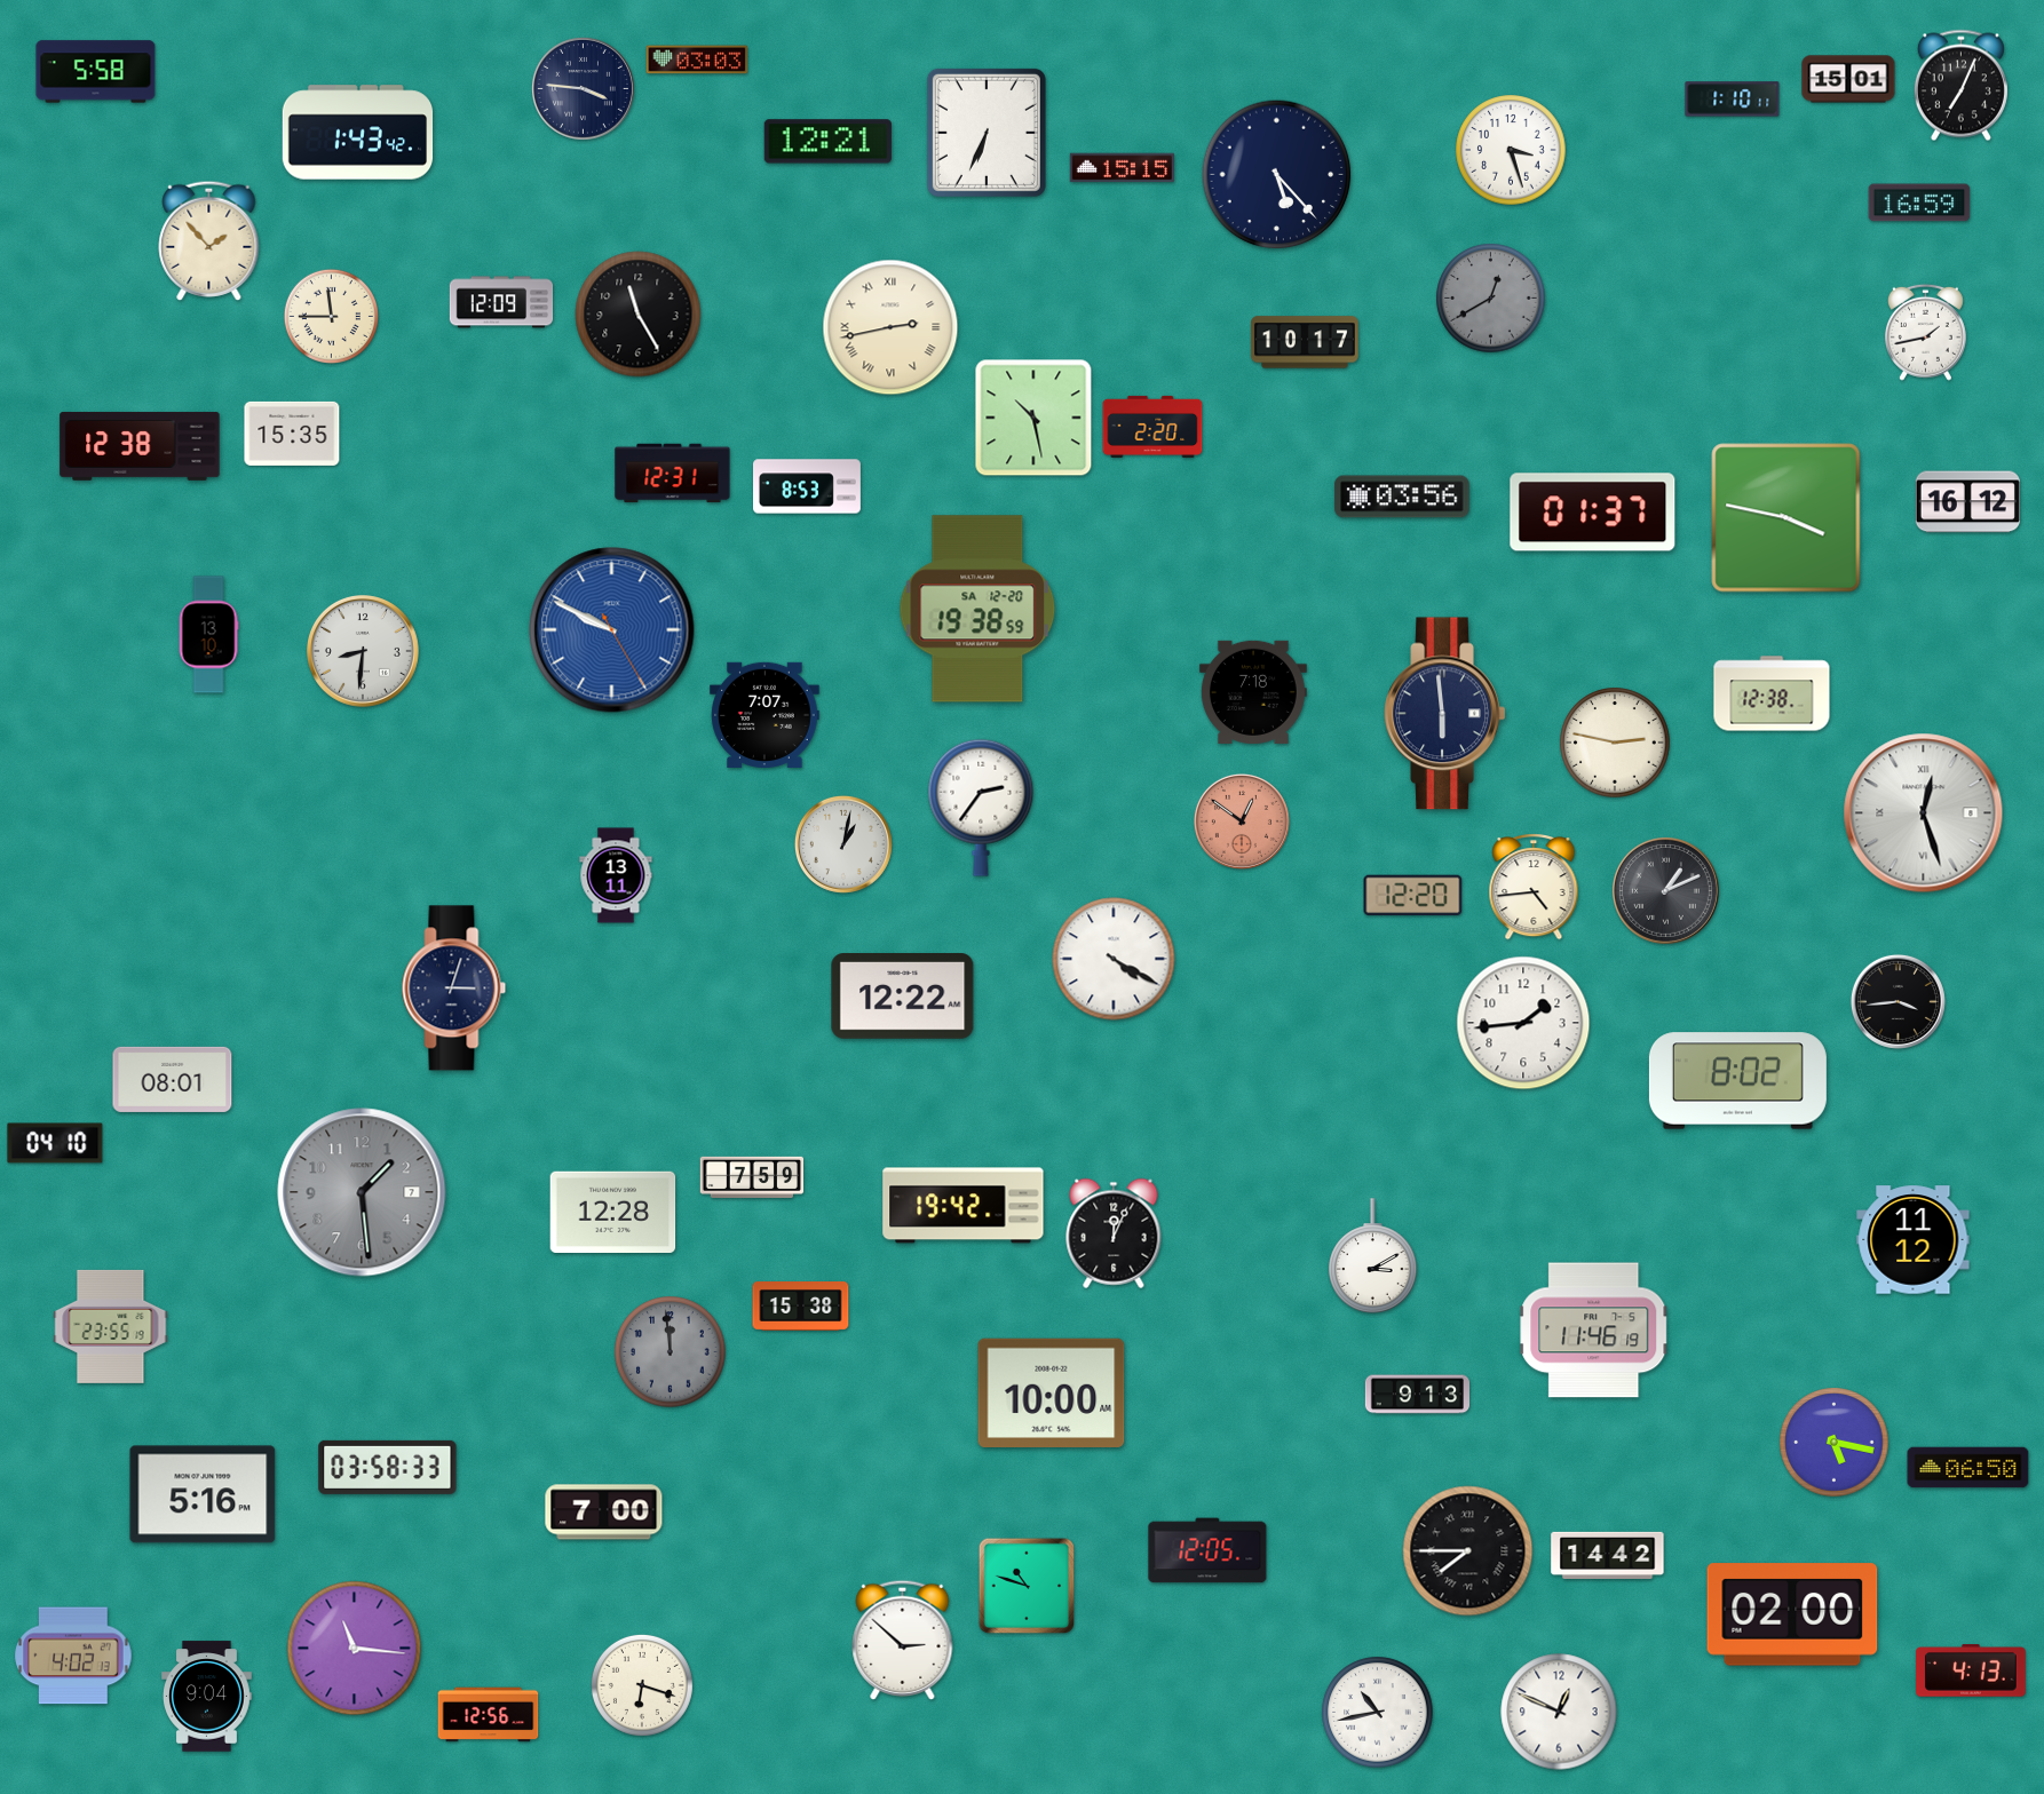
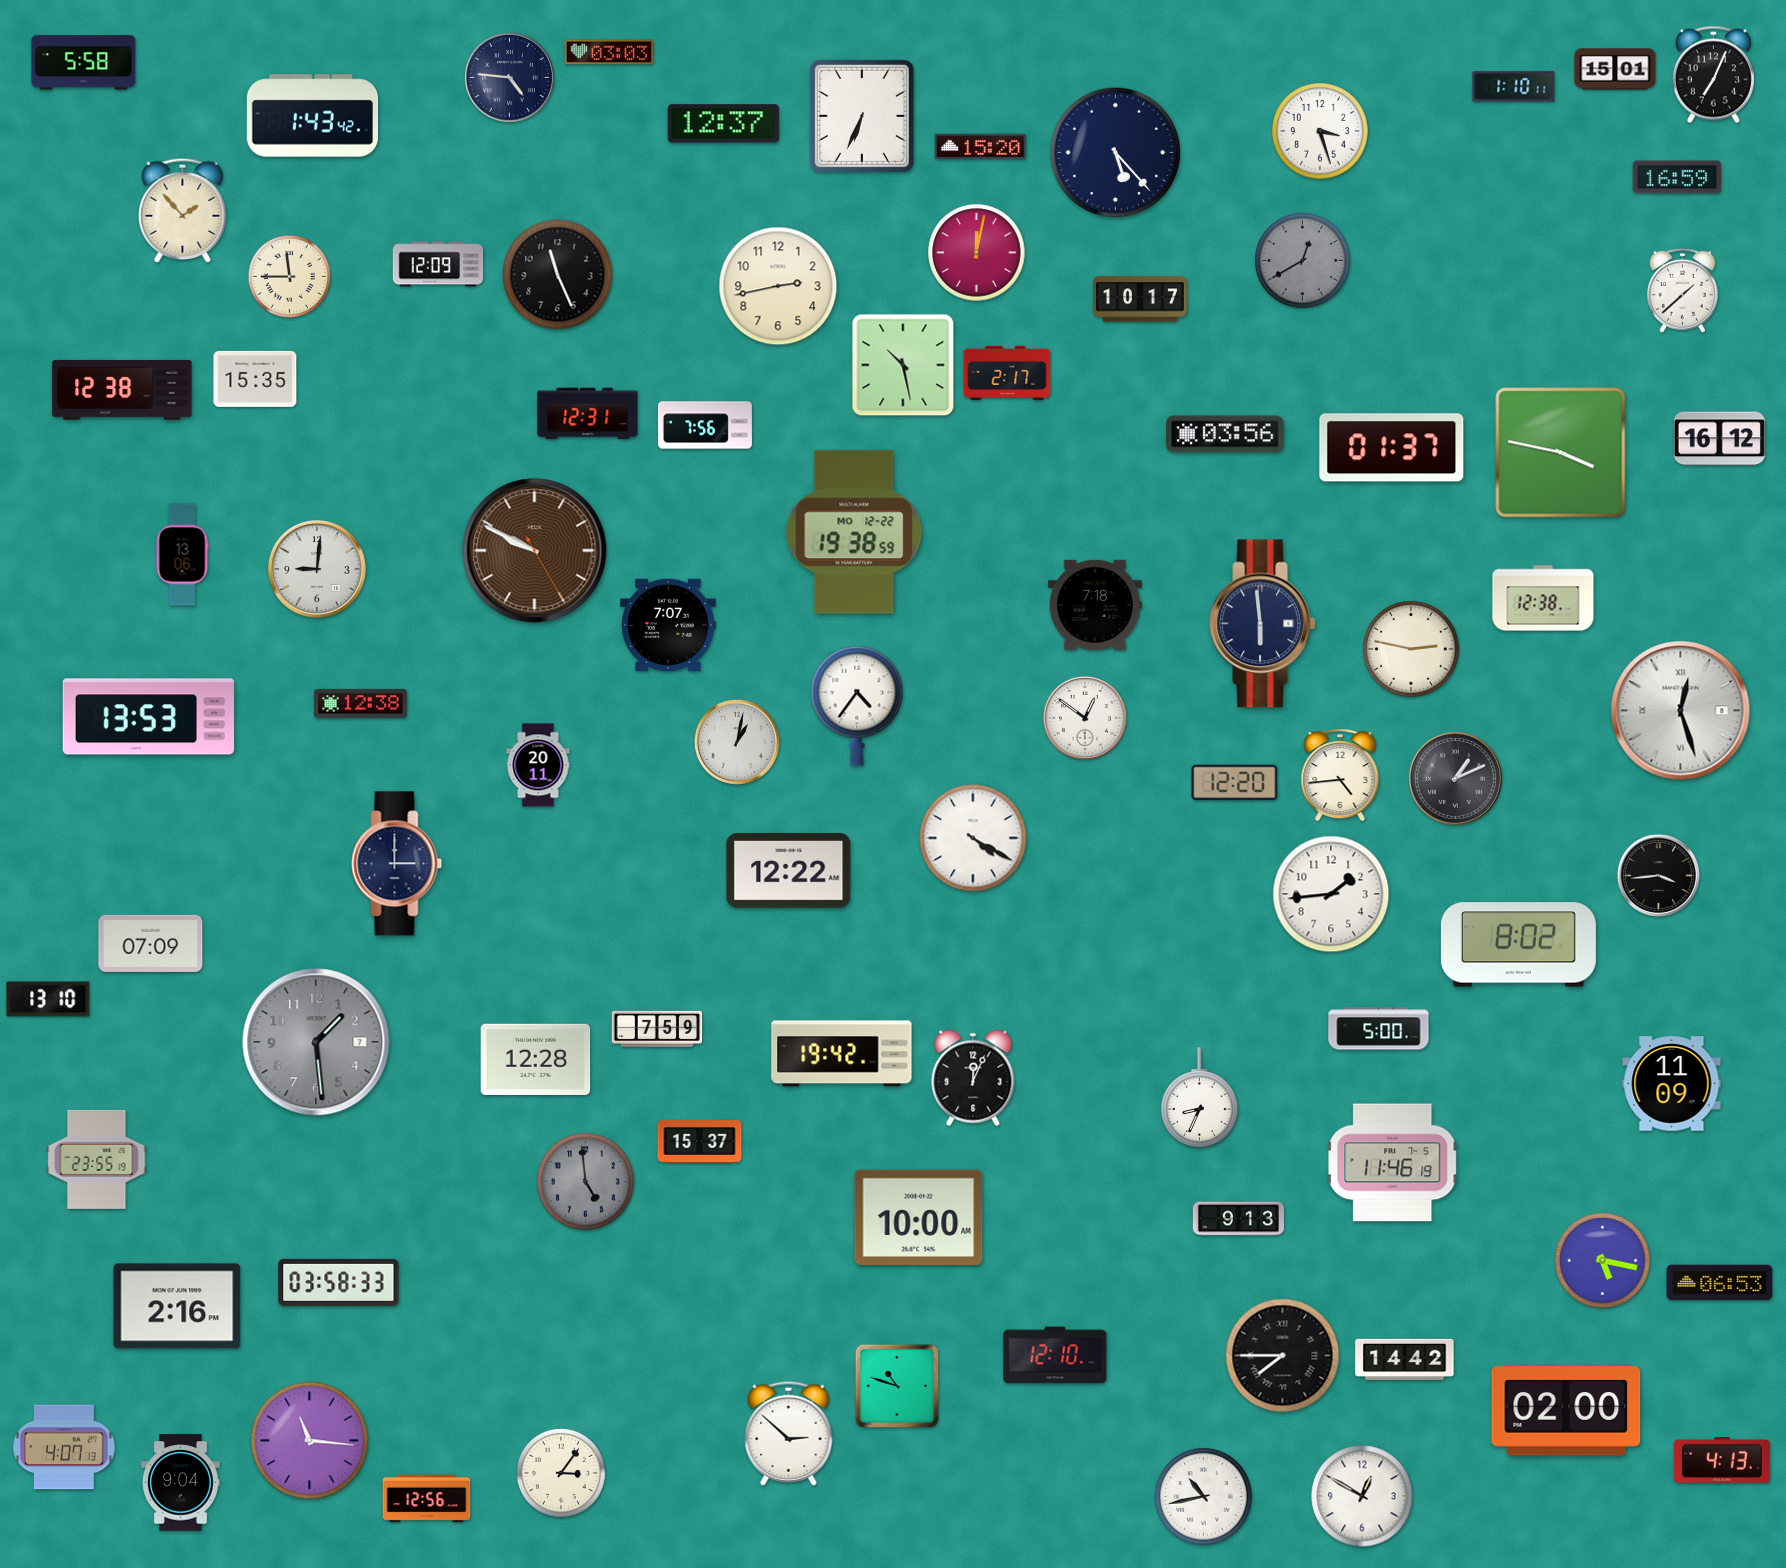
clock at (583, 88): 3:46 -> 4:46
clock at (827, 142): 12:21 -> 12:37
clock at (1122, 168): 15:15 -> 15:20
clock at (977, 253): none -> 12:02
clock at (639, 315): 11:25 -> 11:26
clock at (890, 327) numerals: Roman -> Arabic
clock at (1925, 332): 1:43 -> 1:38
clock at (1152, 427): 2:20 -> 2:17
clock at (808, 486): 8:53 -> 7:56
clock at (977, 609) date: SA 12-20 -> MO 12-22
clock at (612, 630) dial: blue -> brown
clock at (208, 635): 13:10 -> 13:06
clock at (364, 652): 8:31 -> 9:01
clock at (1772, 693) position: (1772, 693) -> (1543, 598)
clock at (360, 703): none -> 12:38
clock at (981, 808): 2:36 -> 4:36
clock at (149, 717): none -> 13:53
clock at (1242, 821) dial: salmon -> white
clock at (843, 844) position: (843, 844) -> (737, 742)
clock at (616, 875): 13:11 -> 20:11
clock at (454, 989): 3:03 -> 3:00
clock at (173, 1079): 08:01 -> 07:09
clock at (55, 1143): 04:10 -> 13:10
clock at (1379, 1029): none -> 5:00
clock at (1914, 1240): 11:12 -> 11:09
clock at (1373, 1256): 3:10 -> 8:34
clock at (801, 1307): 15:38 -> 15:37
clock at (671, 1352): 11:59 -> 4:59
clock at (1968, 1468): 06:50 -> 06:53
clock at (203, 1494): 5:16 -> 2:16
clock at (604, 1513): 7:00 -> none
clock at (1207, 1550): 12:05 -> 12:10
clock at (73, 1656): 4:02 -> 4:07
clock at (642, 1685): 6:18 -> 3:06
clock at (1559, 1712): 12:49 -> 12:50
